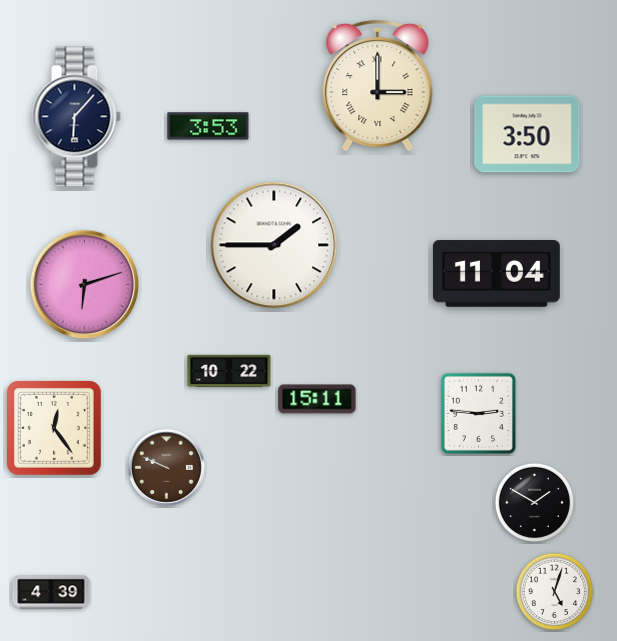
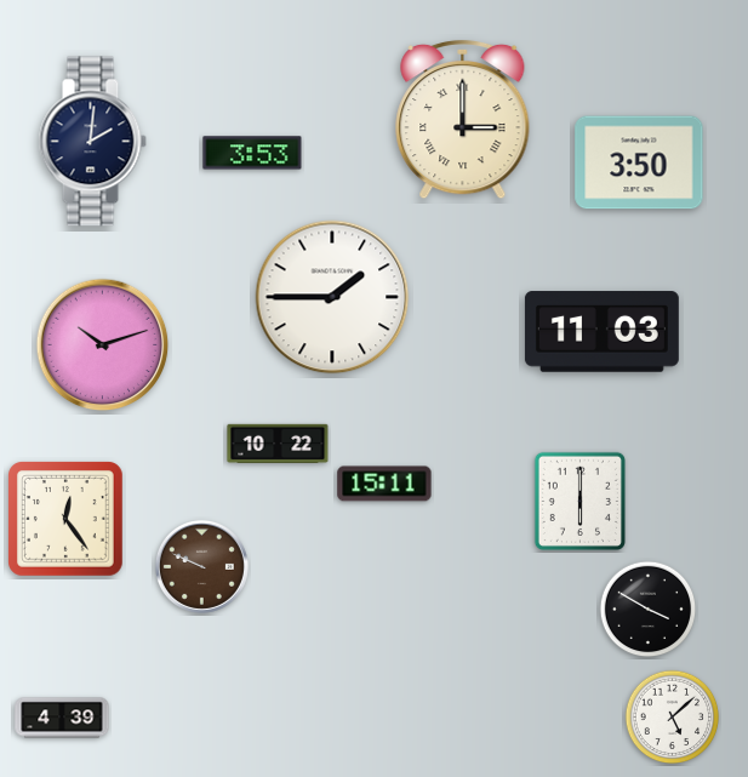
clock at (378, 86) position: (378, 86) -> (463, 120)
clock at (76, 117): 6:07 -> 2:01
clock at (496, 274): 11:04 -> 11:03
clock at (85, 285): 6:12 -> 10:12
clock at (229, 370) position: (229, 370) -> (278, 442)
clock at (478, 413): 2:46 -> 6:00
clock at (535, 503): 1:50 -> 3:50
clock at (555, 592): 5:03 -> 5:08
